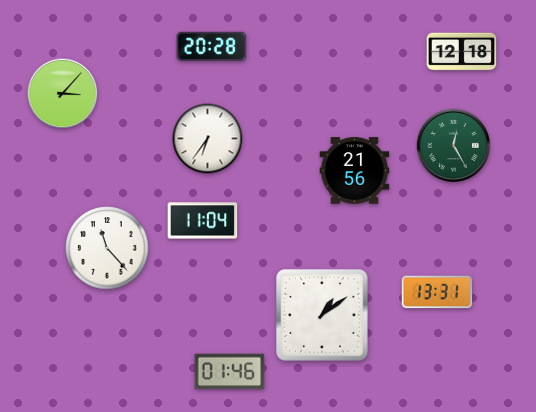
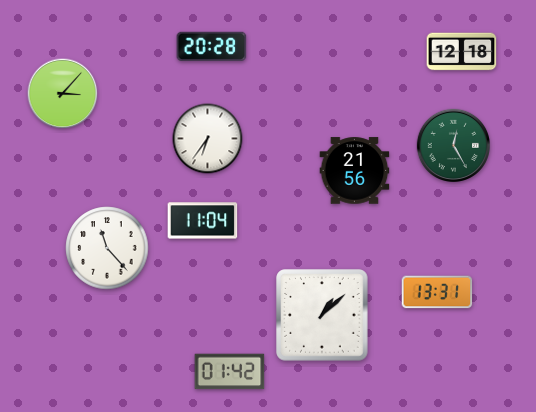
clock at (322, 315): 1:09 -> 1:08
clock at (230, 372): 01:46 -> 01:42
